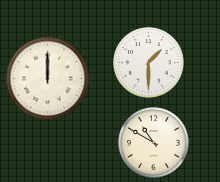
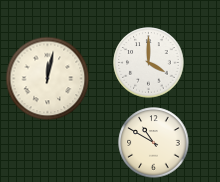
clock at (149, 63): 1:30 -> 4:00
clock at (48, 79): 12:00 -> 12:02
